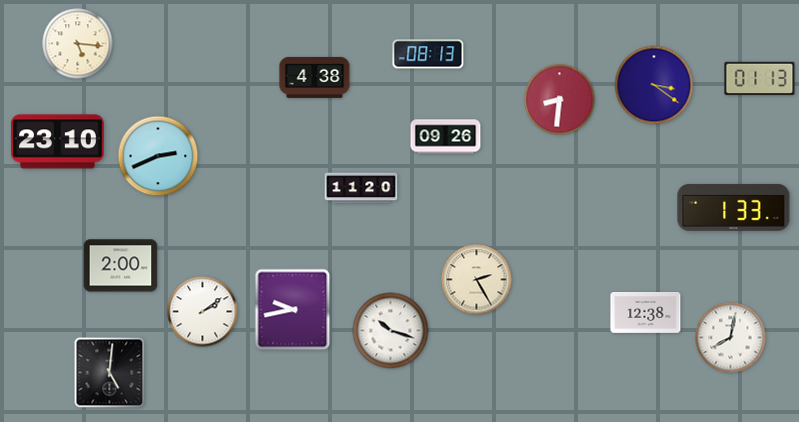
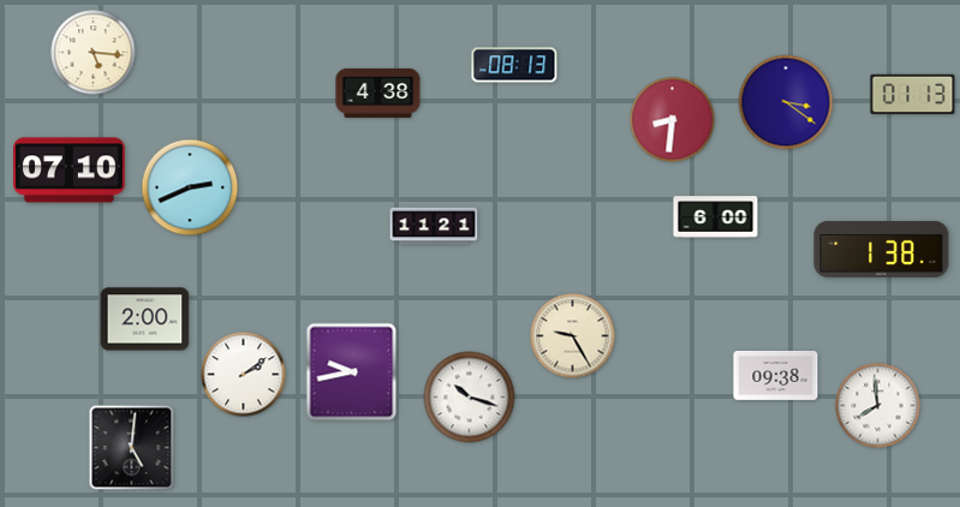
clock at (446, 137): 09:26 -> none
clock at (58, 142): 23:10 -> 07:10
clock at (716, 217): none -> 6:00
clock at (361, 188): 11:20 -> 11:21
clock at (734, 207): 1:33 -> 1:38
clock at (477, 280): 2:25 -> 9:25
clock at (646, 313): 12:38 -> 09:38
clock at (731, 338): 8:02 -> 7:59
